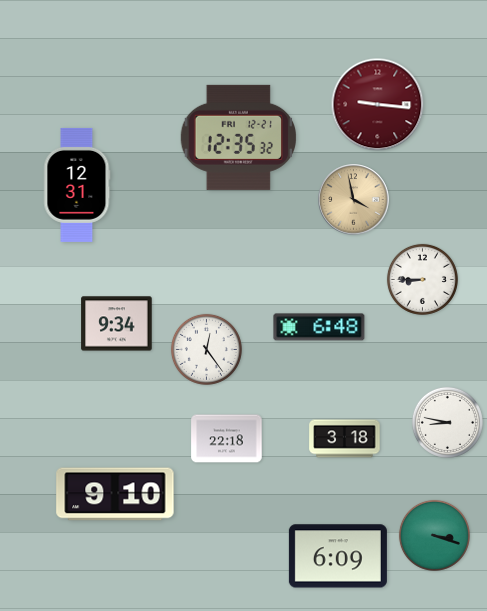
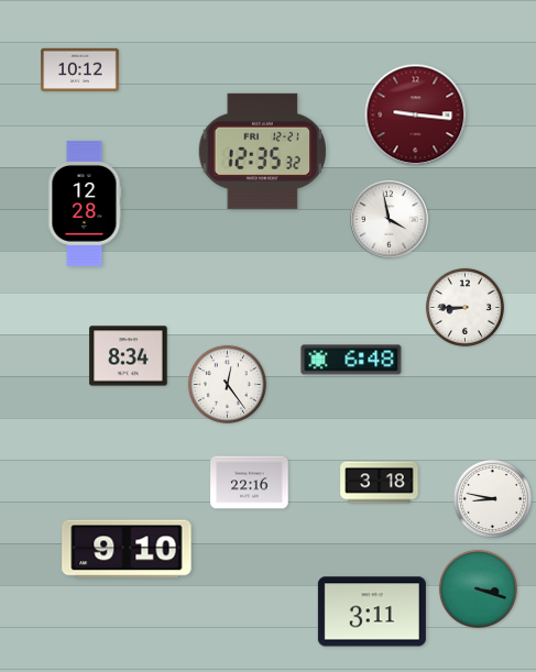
clock at (80, 69): none -> 10:12
clock at (77, 185): 12:31 -> 12:28
clock at (354, 200) dial: champagne -> white
clock at (117, 324): 9:34 -> 8:34
clock at (447, 422) position: (447, 422) -> (492, 498)
clock at (227, 439): 22:18 -> 22:16
clock at (115, 494) position: (115, 494) -> (127, 549)
clock at (338, 556): 6:09 -> 3:11
